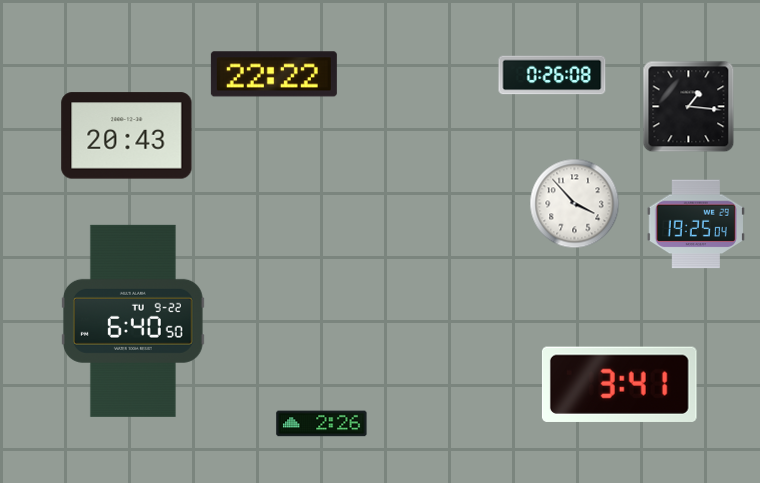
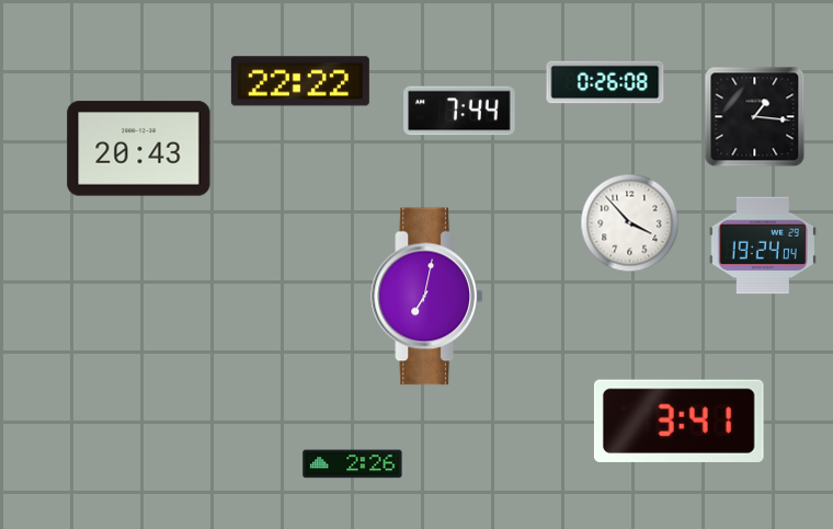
clock at (459, 111): none -> 7:44
clock at (696, 224): 19:25 -> 19:24
clock at (426, 297): none -> 7:02
clock at (133, 321): 6:40 -> none
